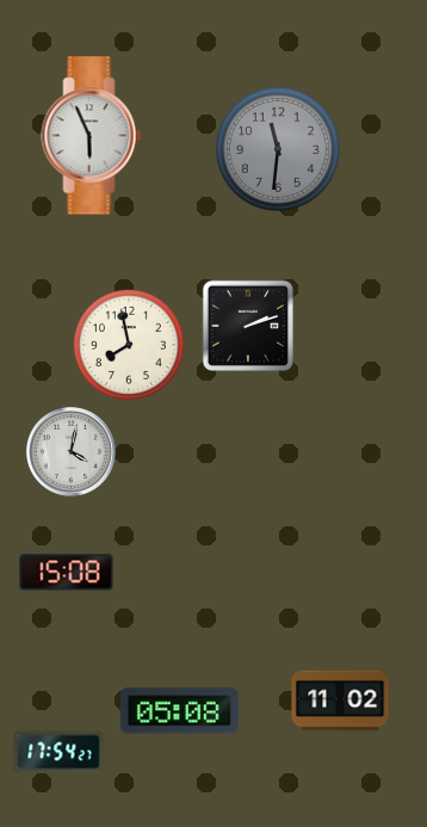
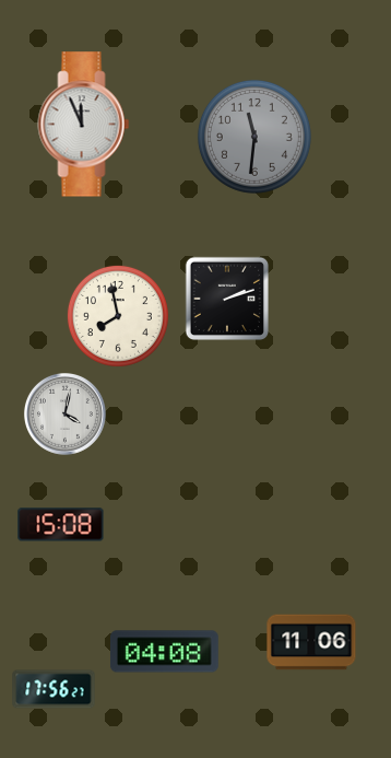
clock at (92, 136): 5:56 -> 11:56
clock at (340, 701): 11:02 -> 11:06
clock at (179, 711): 05:08 -> 04:08
clock at (58, 752): 17:54 -> 17:56
